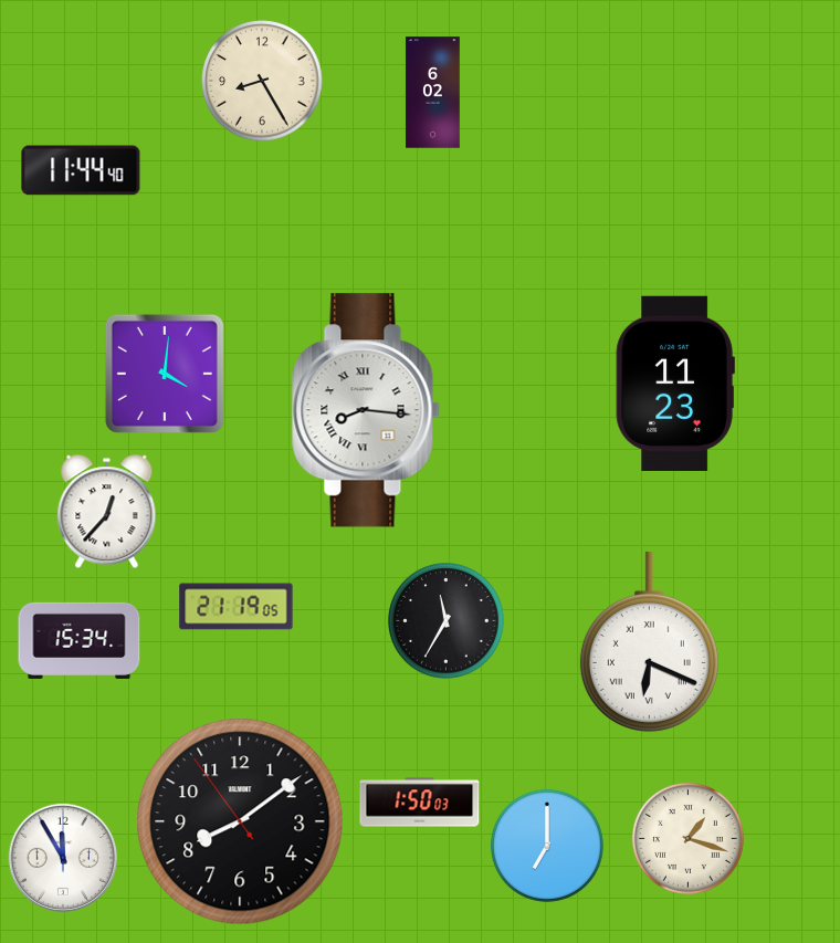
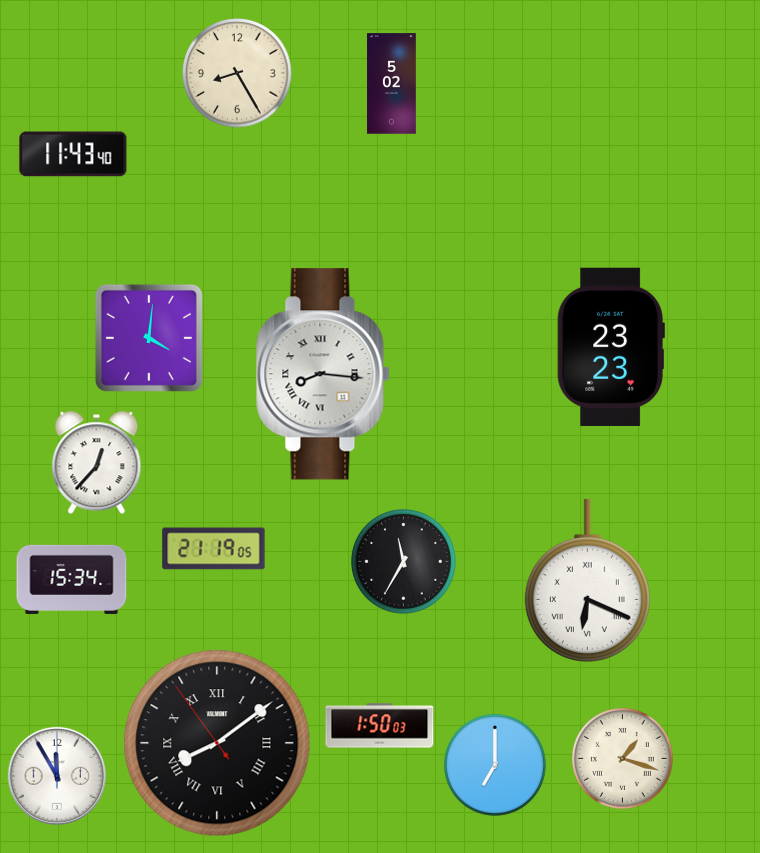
clock at (433, 93): 6:02 -> 5:02
clock at (81, 170): 11:44 -> 11:43
clock at (675, 384): 11:23 -> 23:23
clock at (366, 410) position: (366, 410) -> (323, 374)
clock at (240, 821) numerals: Arabic -> Roman
